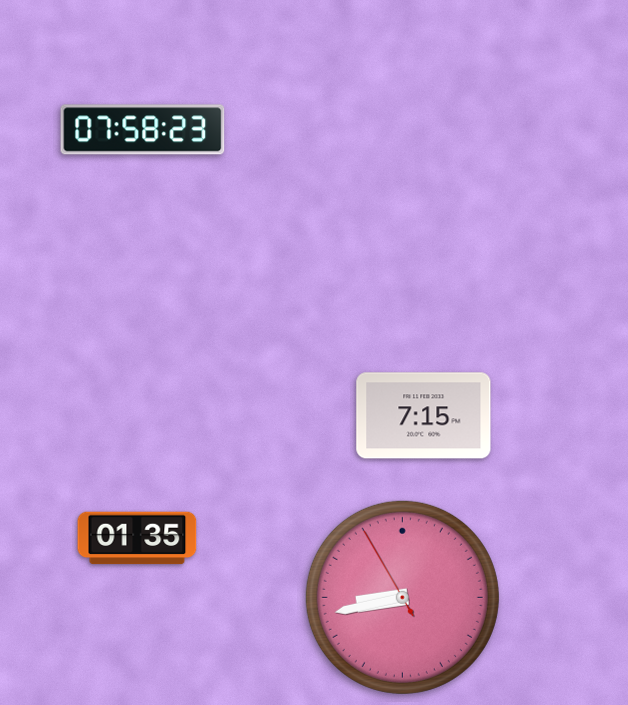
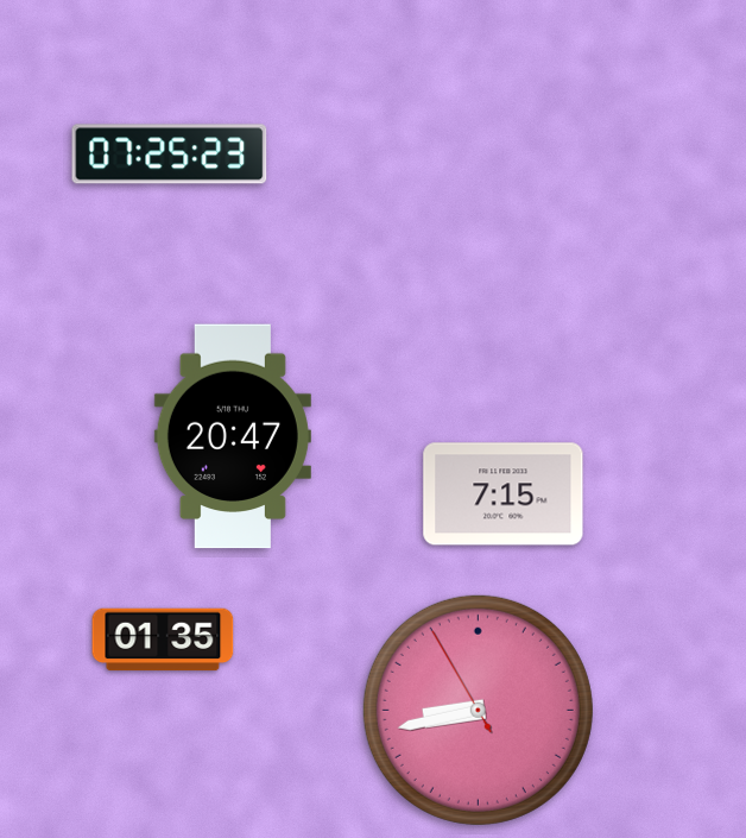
clock at (143, 130): 07:58 -> 07:25
clock at (233, 436): none -> 20:47
